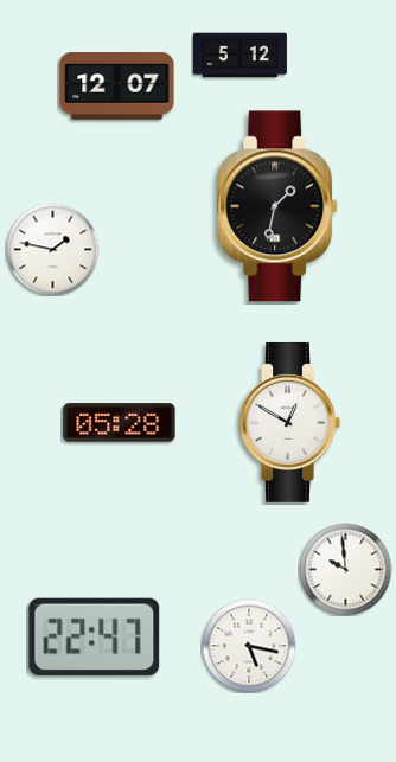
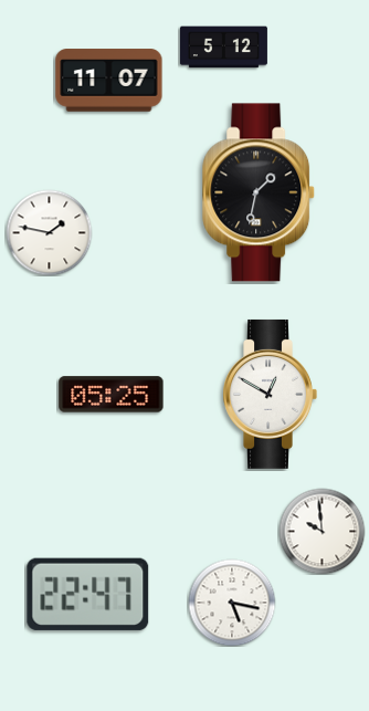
clock at (239, 56) position: (239, 56) -> (223, 48)
clock at (117, 87): 12:07 -> 11:07
clock at (120, 423): 05:28 -> 05:25
